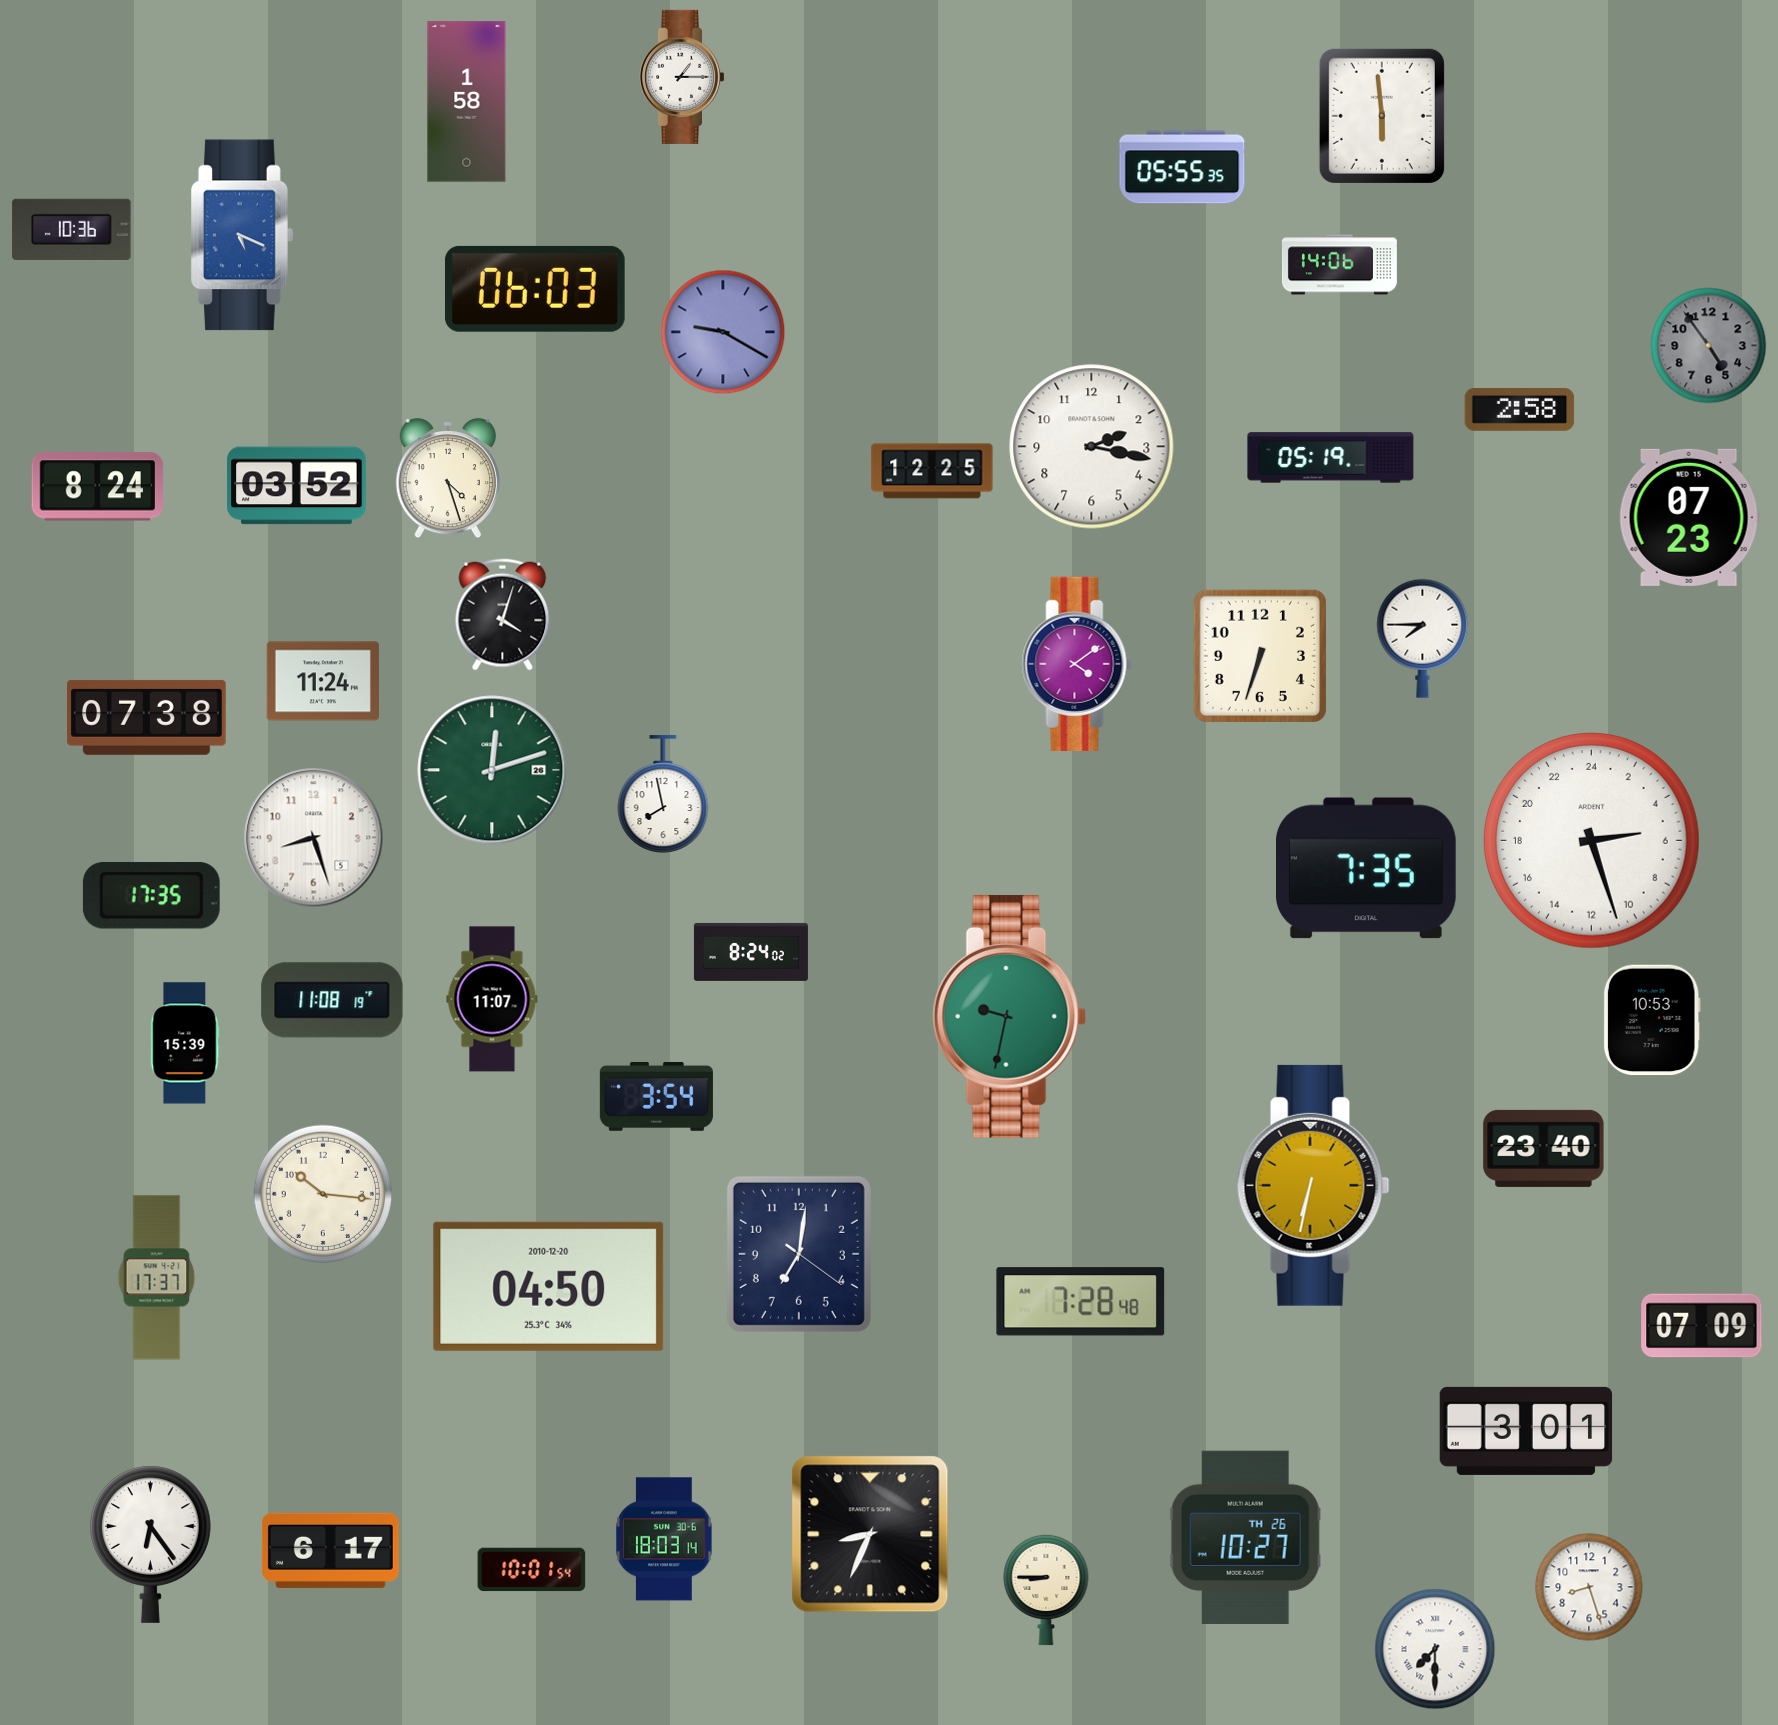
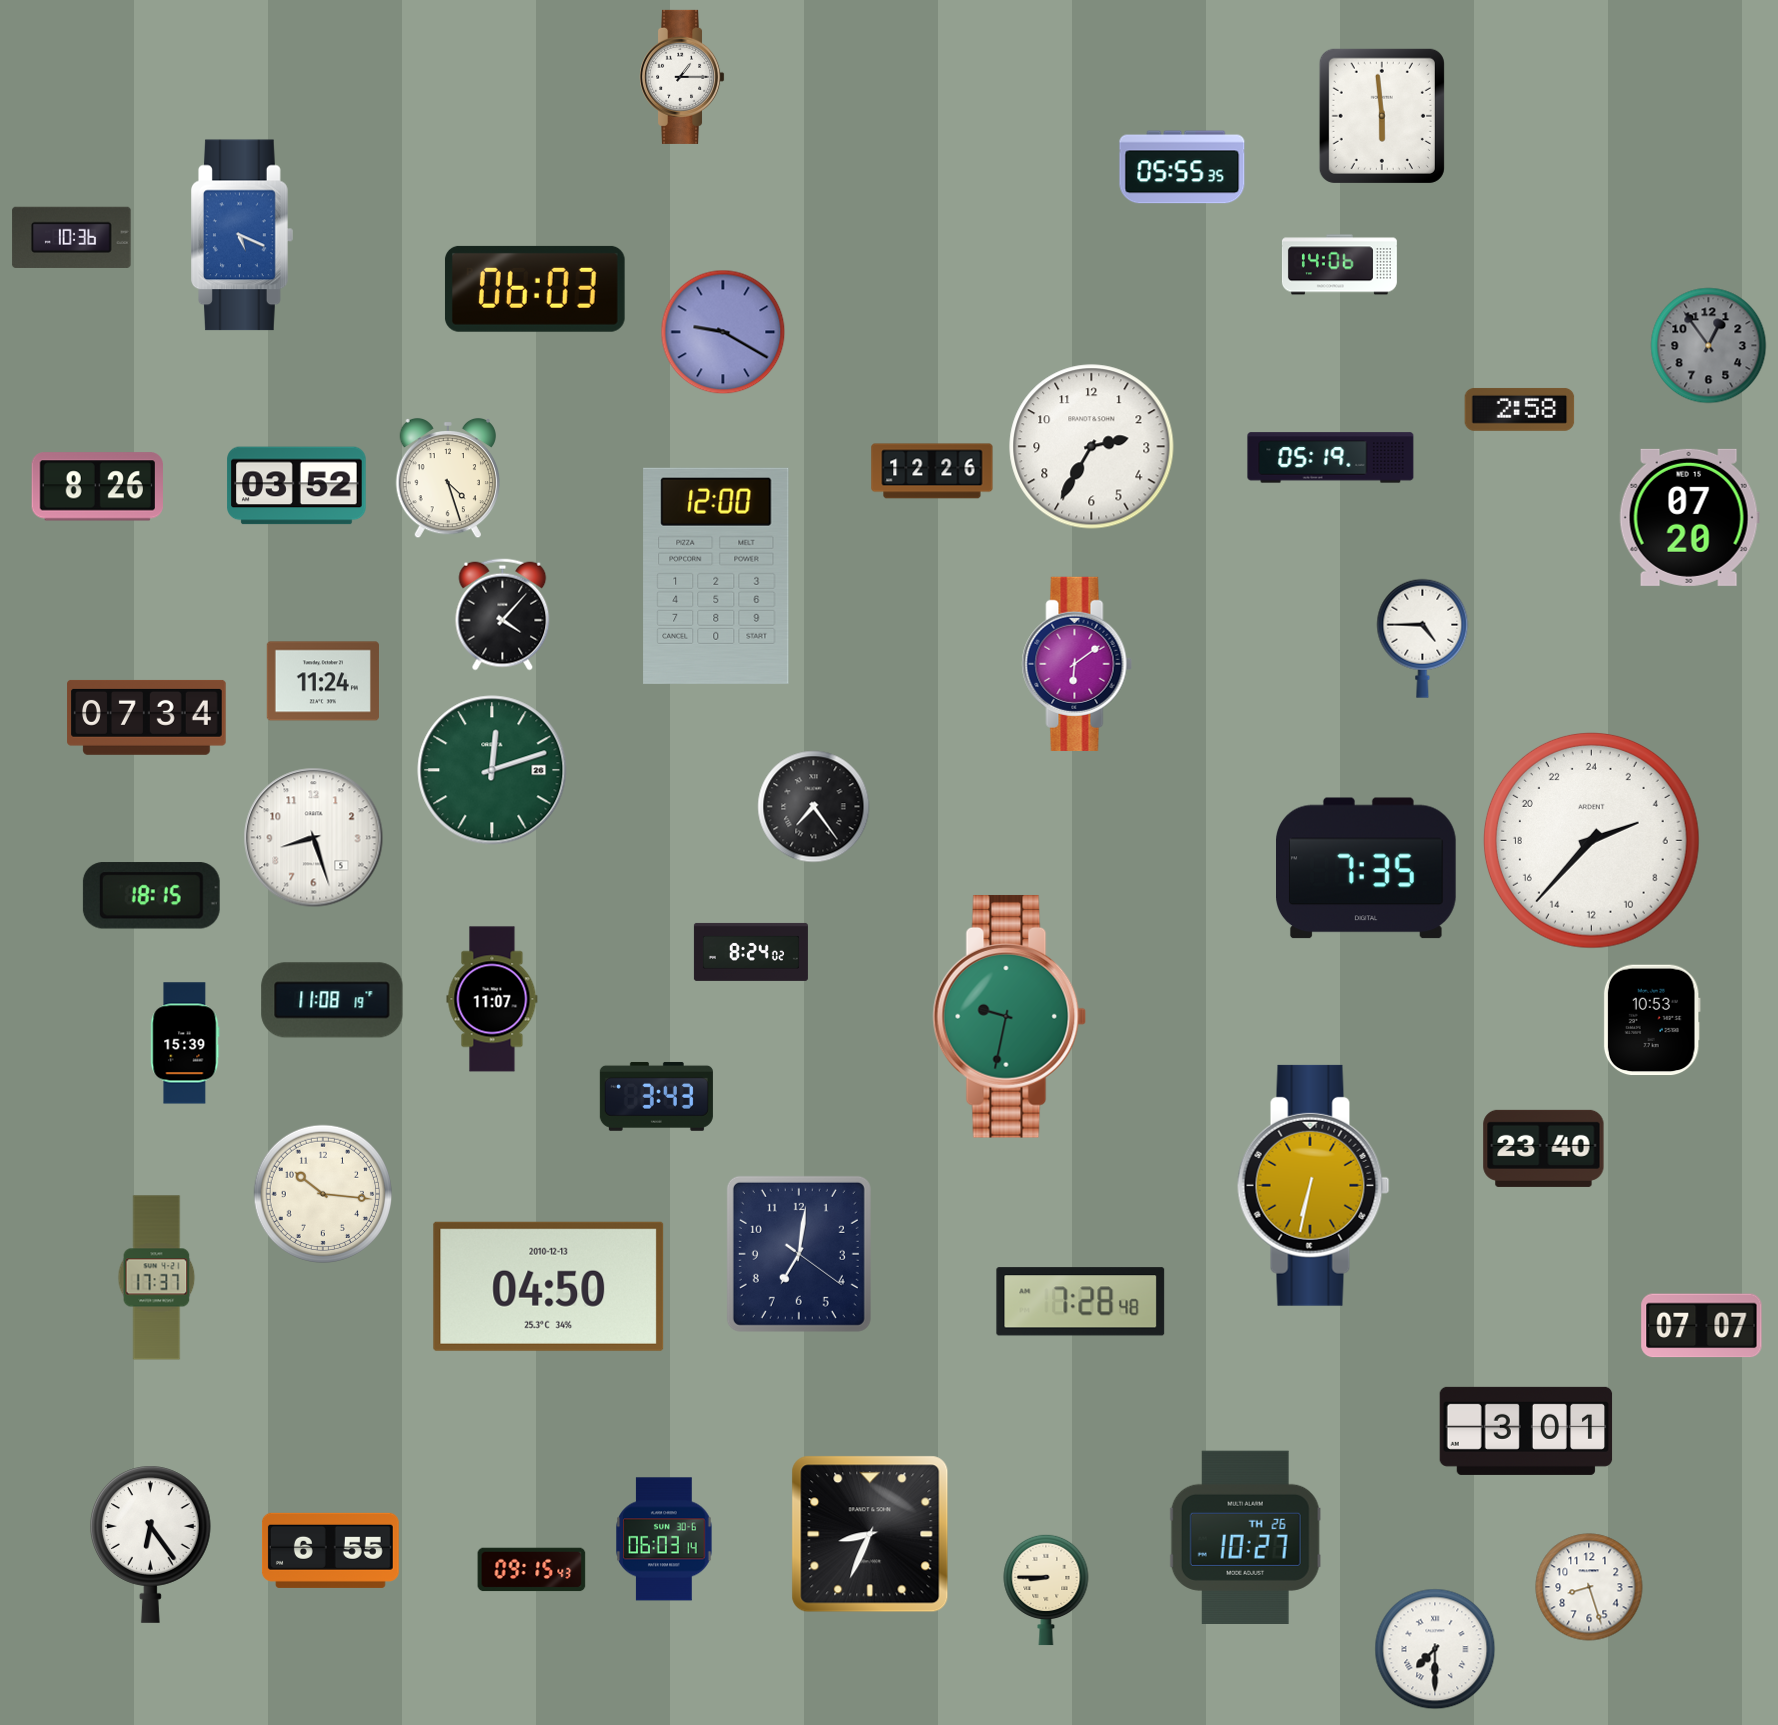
clock at (467, 102): 1:58 -> none
clock at (72, 229) position: (72, 229) -> (72, 237)
clock at (1709, 346): 4:54 -> 12:54
clock at (1092, 447): 2:17 -> 2:35
clock at (932, 471): 12:25 -> 12:26
clock at (97, 487): 8:24 -> 8:26
clock at (1689, 517): 07:23 -> 07:20
clock at (716, 576): none -> 12:00
clock at (503, 615): 4:03 -> 4:07
clock at (1423, 638): 7:45 -> 4:45
clock at (1260, 656): 6:33 -> none
clock at (1077, 664): 4:09 -> 6:09
clock at (147, 717): 07:38 -> 07:34
clock at (663, 795): 7:58 -> none
clock at (814, 807): none -> 7:24
clock at (1591, 840): 5:27 -> 4:37
clock at (151, 896): 17:35 -> 18:15
clock at (656, 1096): 3:54 -> 3:43
clock at (549, 1286) date: 2010-12-20 -> 2010-12-13
clock at (1702, 1326): 07:09 -> 07:07
clock at (664, 1539): 18:03 -> 06:03
clock at (330, 1550): 6:17 -> 6:55
clock at (532, 1570): 10:01 -> 09:15
